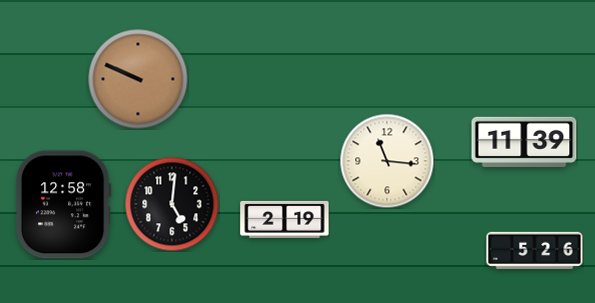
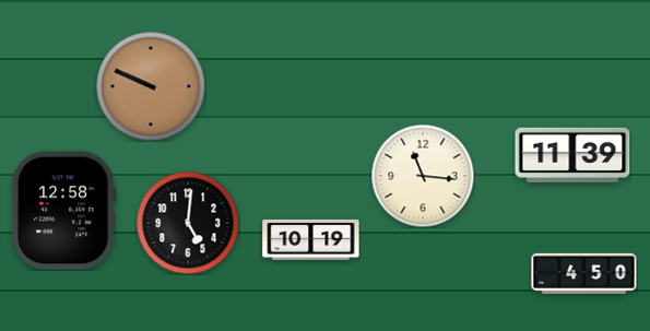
clock at (63, 205) position: (63, 205) -> (63, 211)
clock at (285, 219): 2:19 -> 10:19
clock at (535, 250): 5:26 -> 4:50
